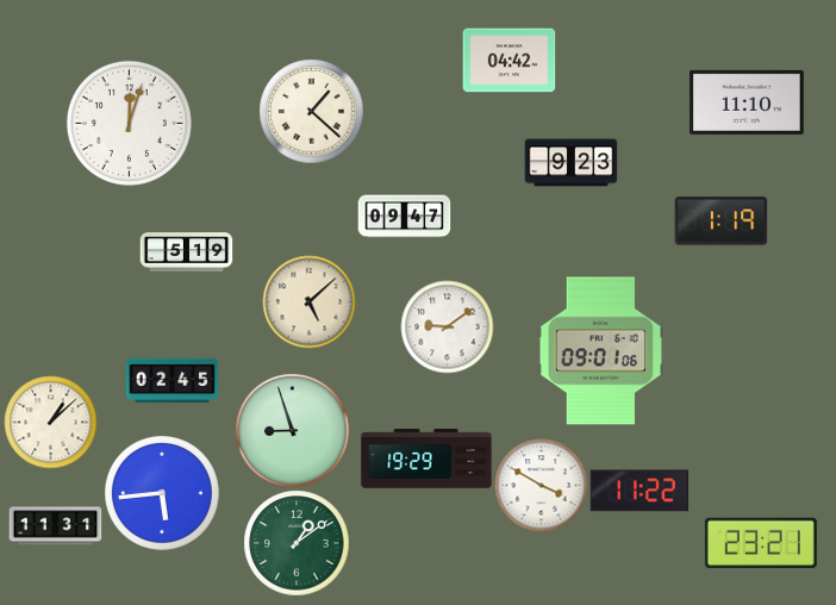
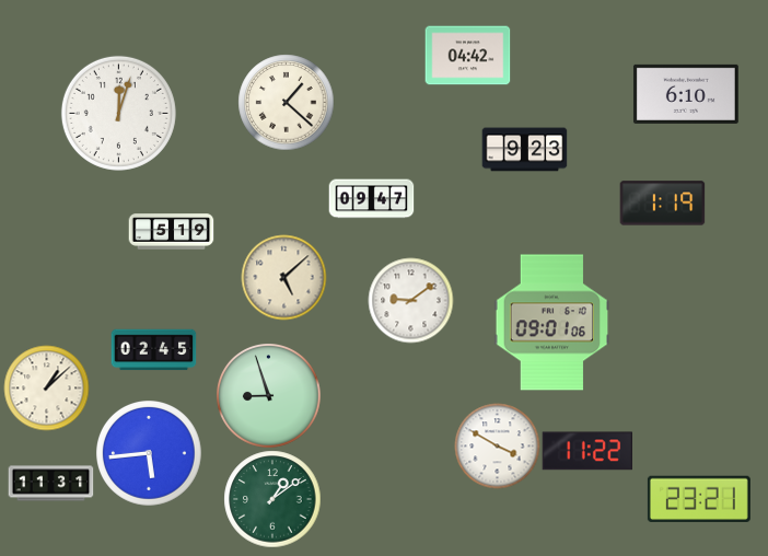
clock at (747, 102): 11:10 -> 6:10
clock at (171, 381) position: (171, 381) -> (153, 350)
clock at (426, 459): 19:29 -> none
